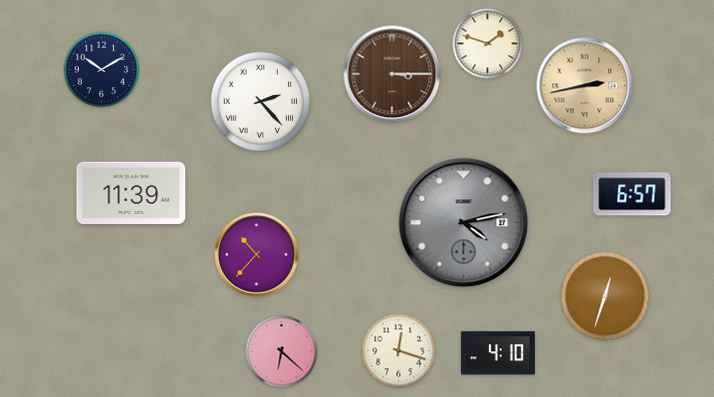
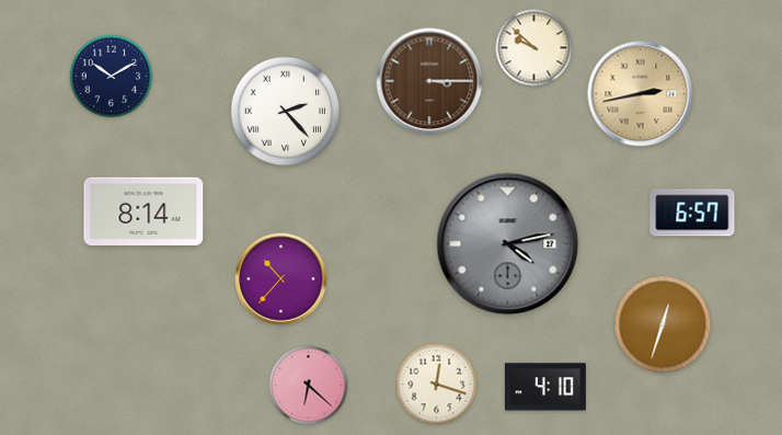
clock at (488, 44): 1:48 -> 9:52
clock at (131, 193): 11:39 -> 8:14
